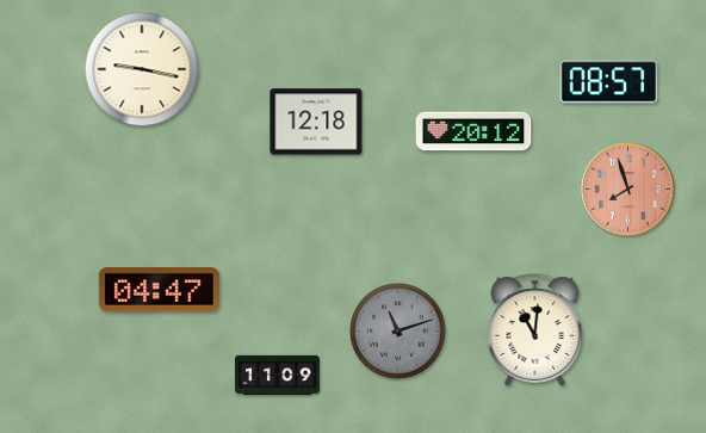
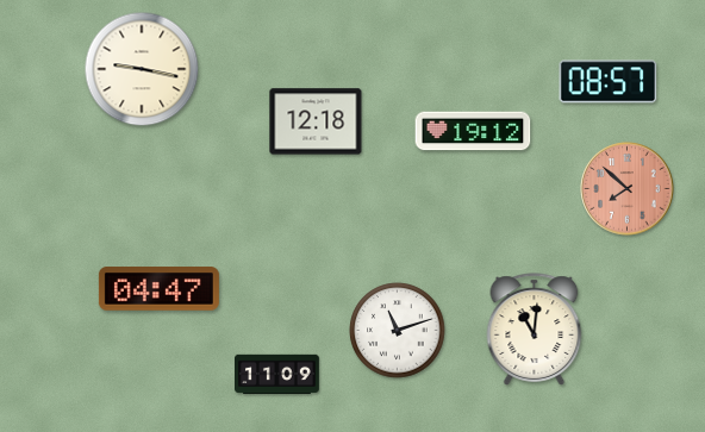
clock at (473, 131): 20:12 -> 19:12
clock at (628, 190): 7:57 -> 7:52
clock at (398, 332) dial: grey -> white
